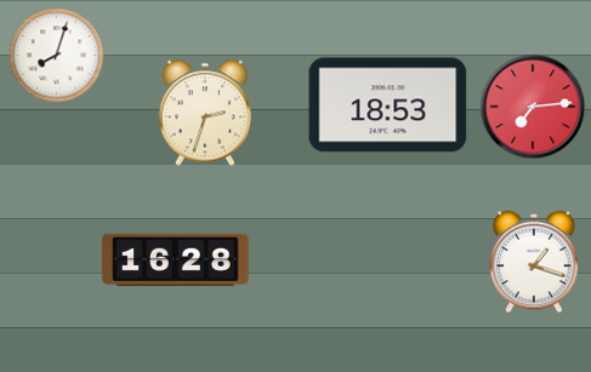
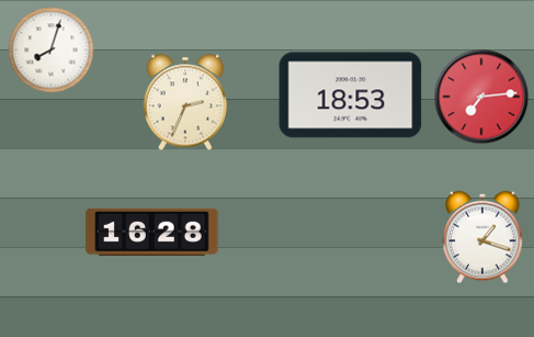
clock at (204, 113): 2:33 -> 2:34
clock at (176, 259) position: (176, 259) -> (152, 232)
